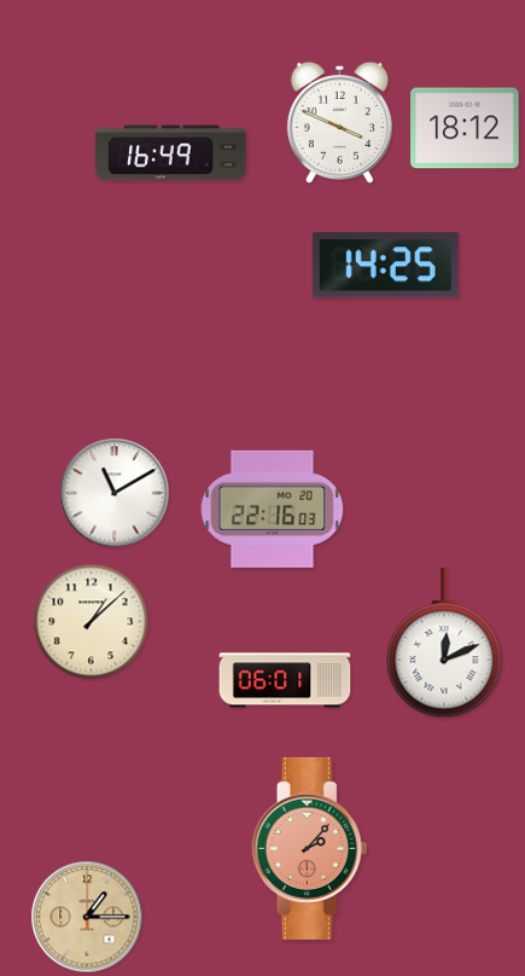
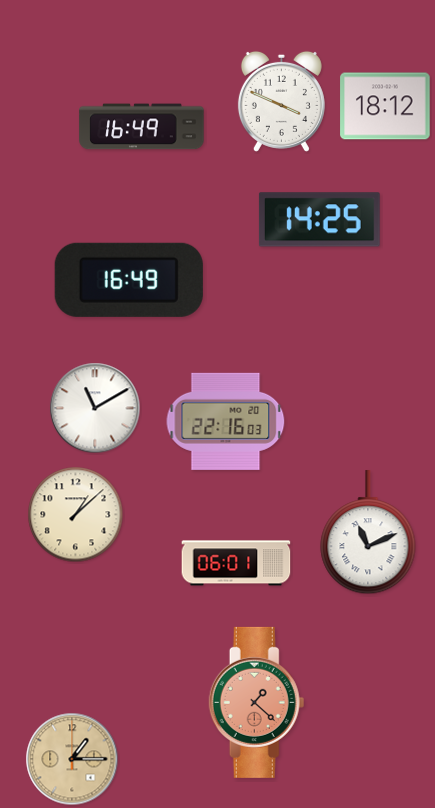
clock at (129, 280): none -> 16:49
clock at (444, 644): 12:11 -> 11:11
clock at (310, 848): 2:07 -> 1:22
